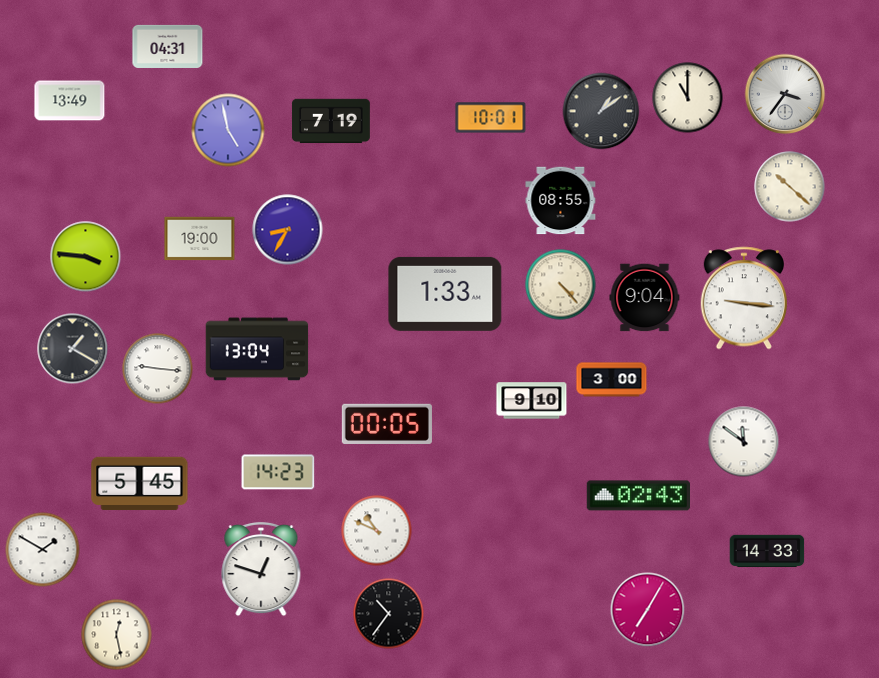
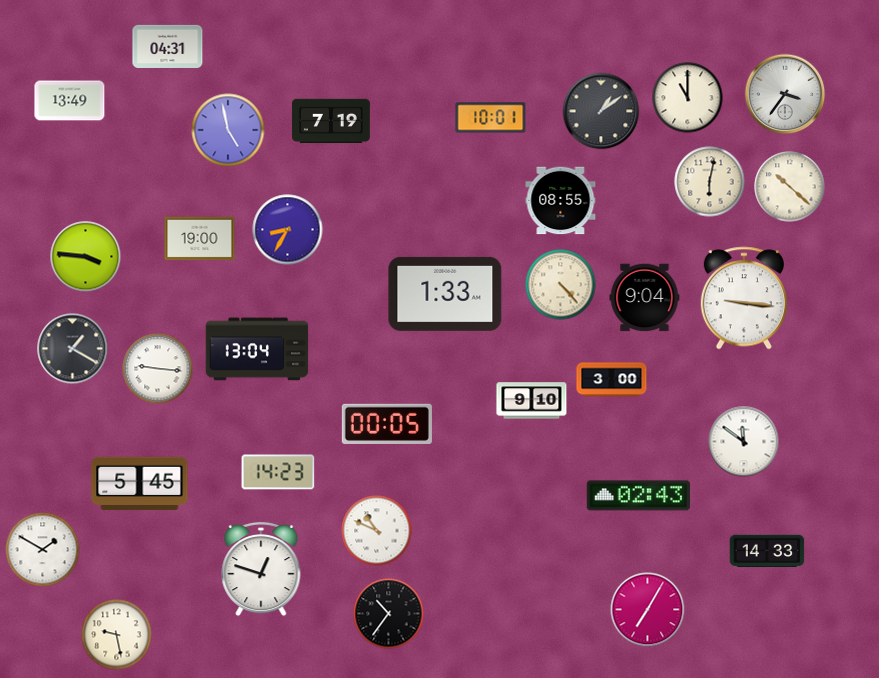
clock at (710, 182): none -> 6:02
clock at (117, 635): 12:28 -> 9:28
